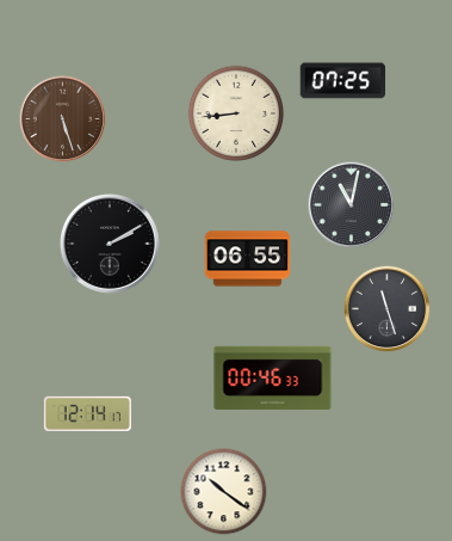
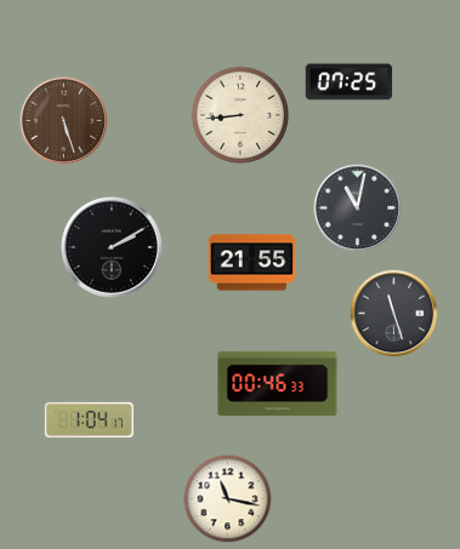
clock at (248, 259): 06:55 -> 21:55
clock at (87, 413): 12:14 -> 1:04
clock at (224, 492): 10:21 -> 11:17
